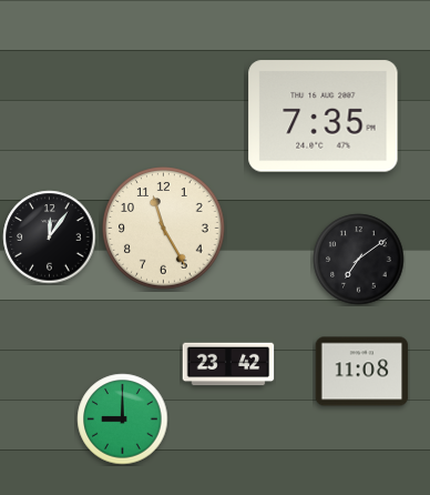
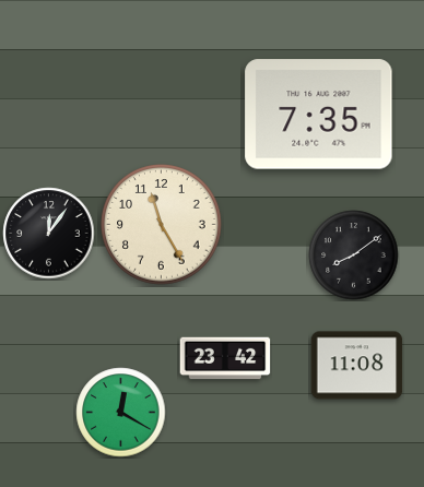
clock at (359, 260): 7:09 -> 8:09
clock at (123, 420): 9:00 -> 12:20
